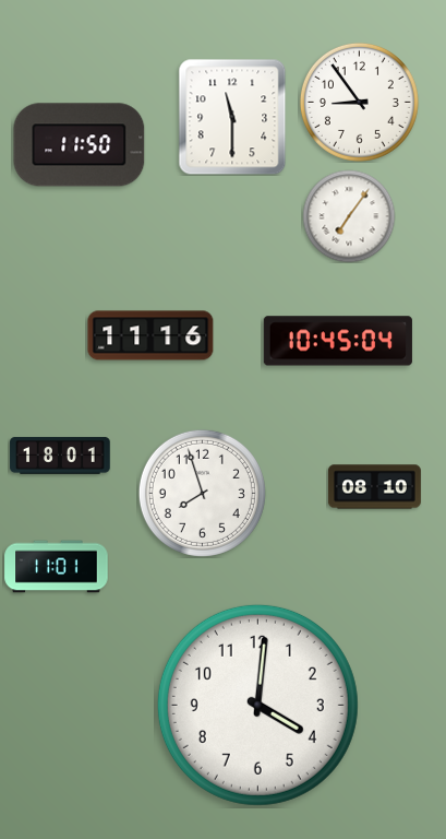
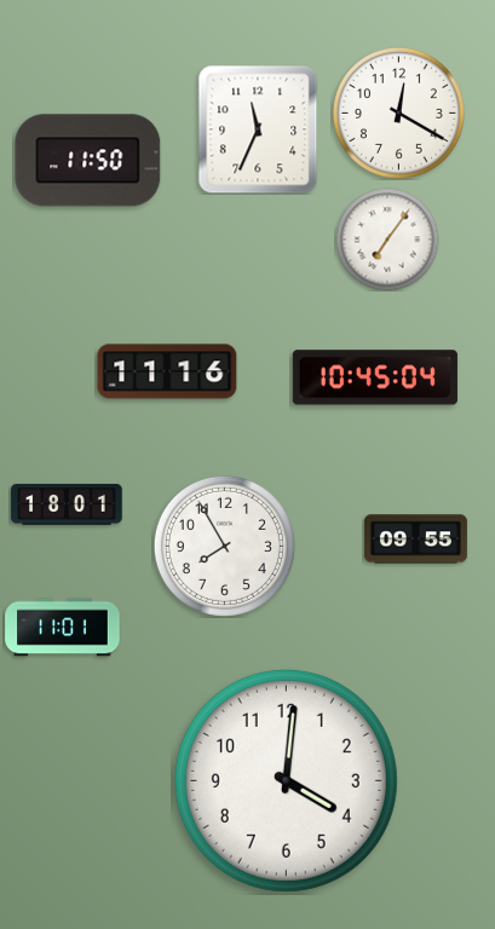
clock at (359, 102): 8:54 -> 12:20
clock at (232, 117): 11:30 -> 11:34
clock at (374, 487): 08:10 -> 09:55
clock at (202, 493): 7:57 -> 7:55
